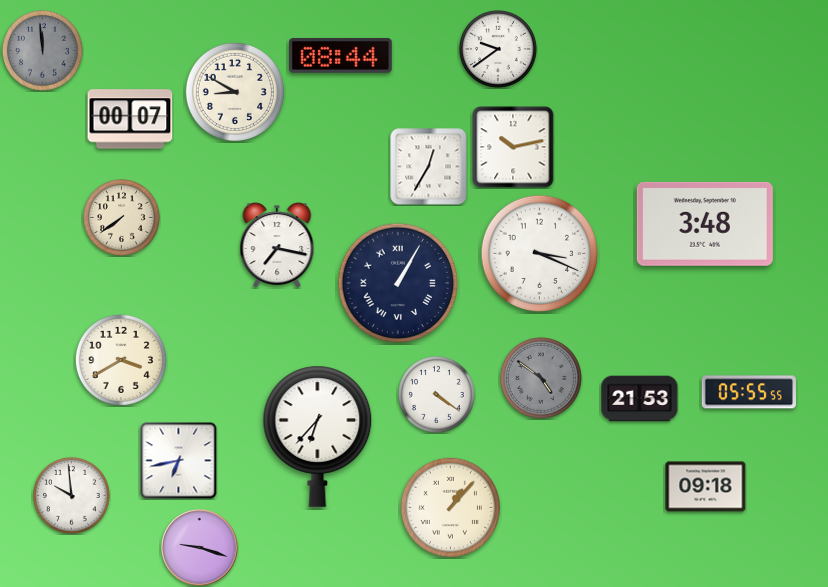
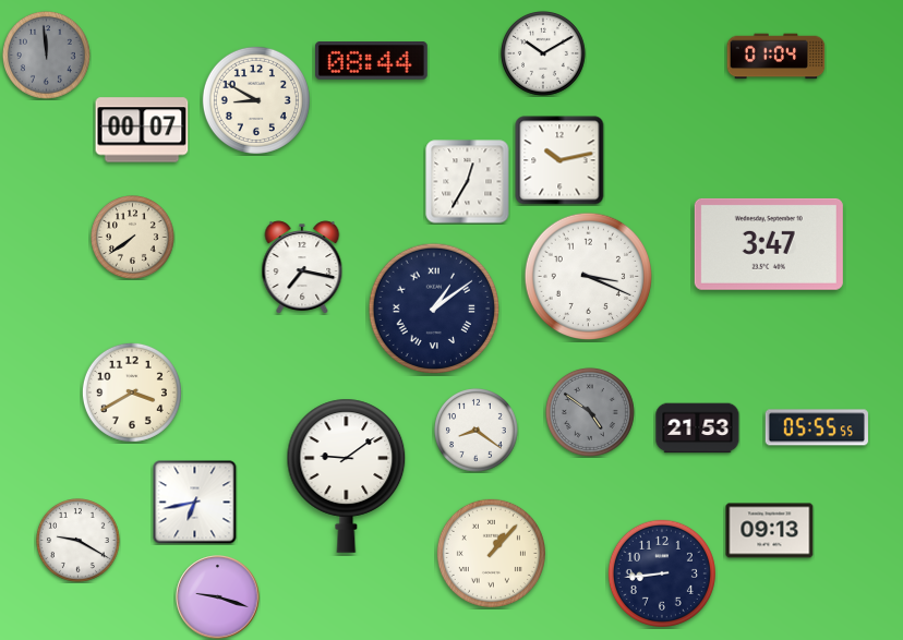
clock at (499, 50): 9:39 -> 10:10
clock at (776, 57): none -> 01:04
clock at (705, 224): 3:48 -> 3:47
clock at (398, 283): 1:05 -> 1:09
clock at (437, 395): 4:21 -> 8:21
clock at (640, 399) position: (640, 399) -> (698, 428)
clock at (318, 436): 6:37 -> 9:09
clock at (706, 487): 09:18 -> 09:13
clock at (72, 496): 9:59 -> 9:20
clock at (662, 573): none -> 8:44
